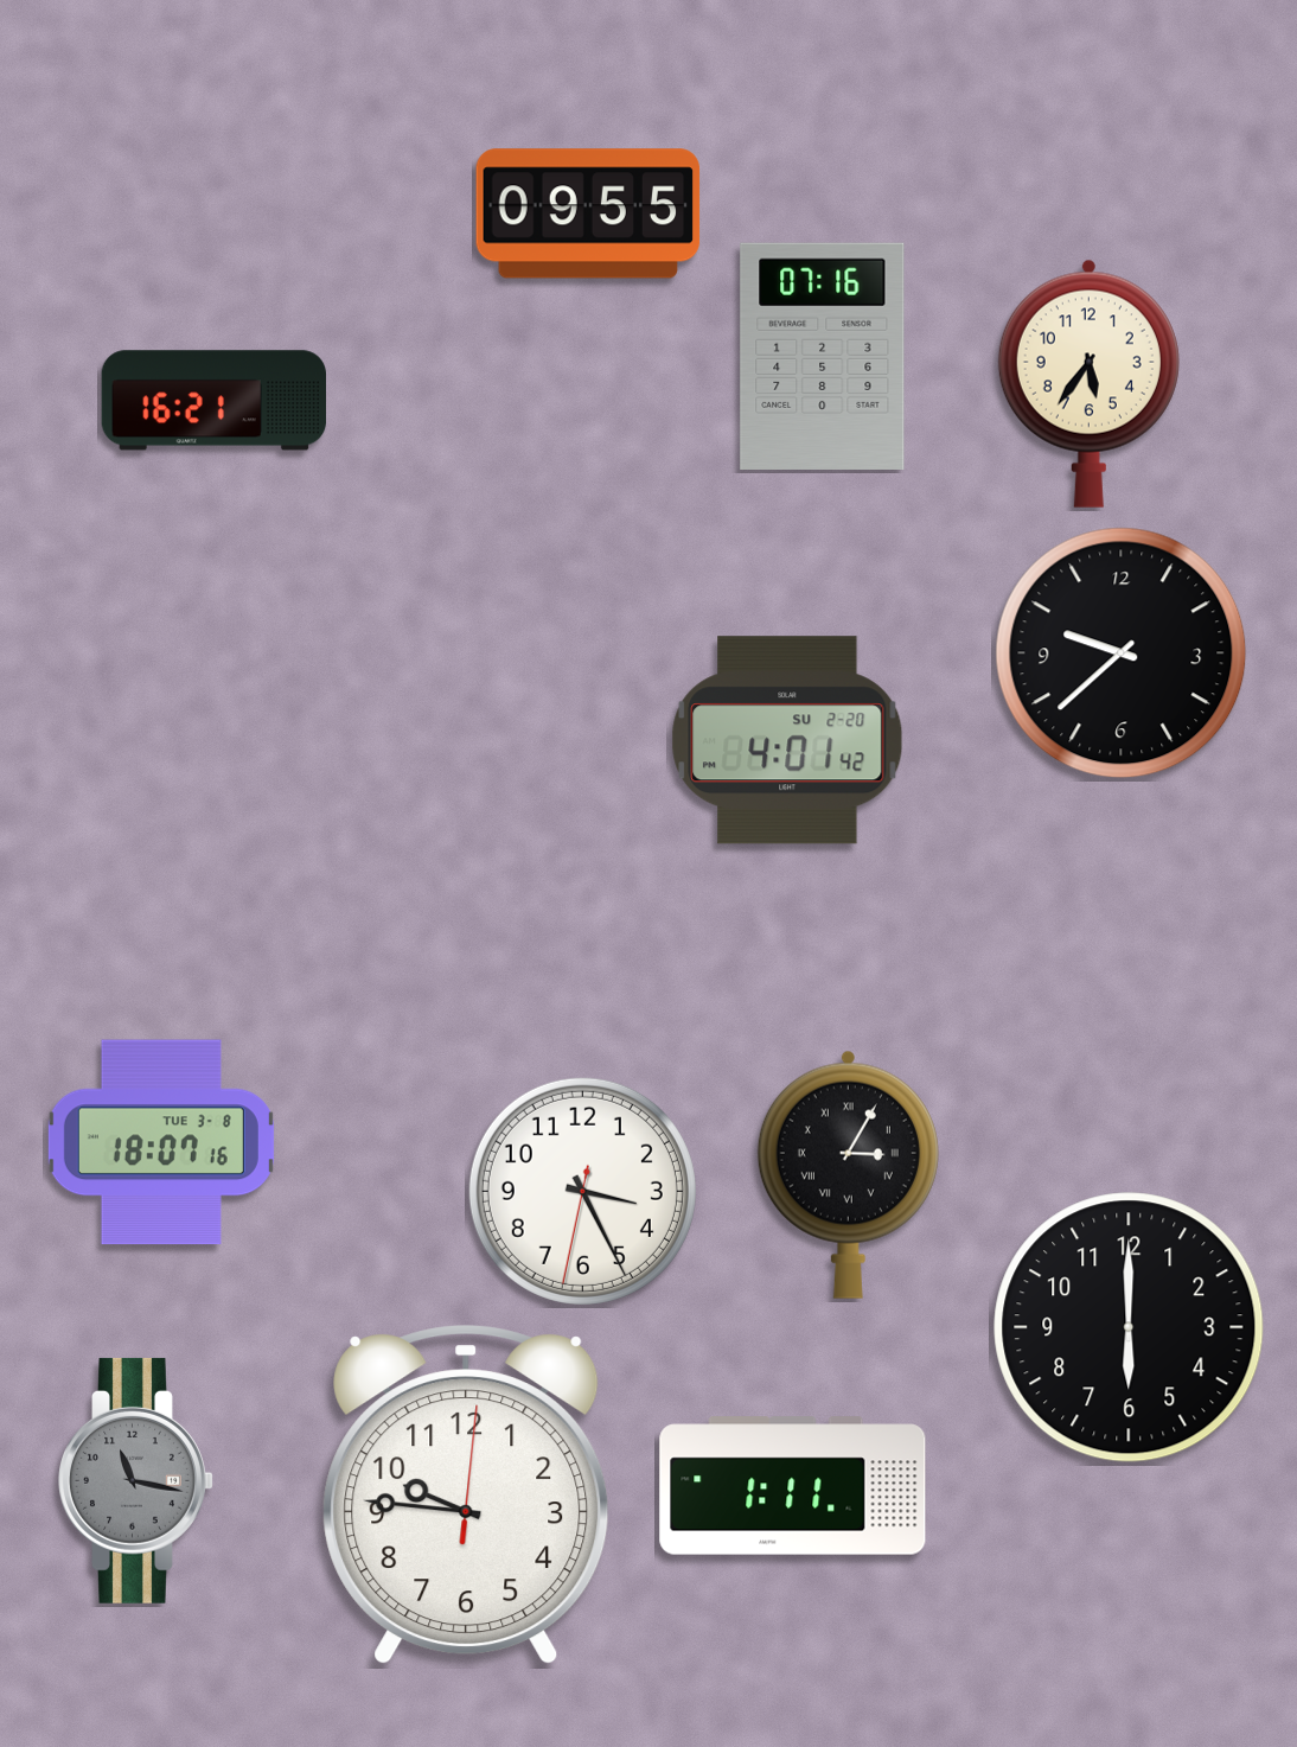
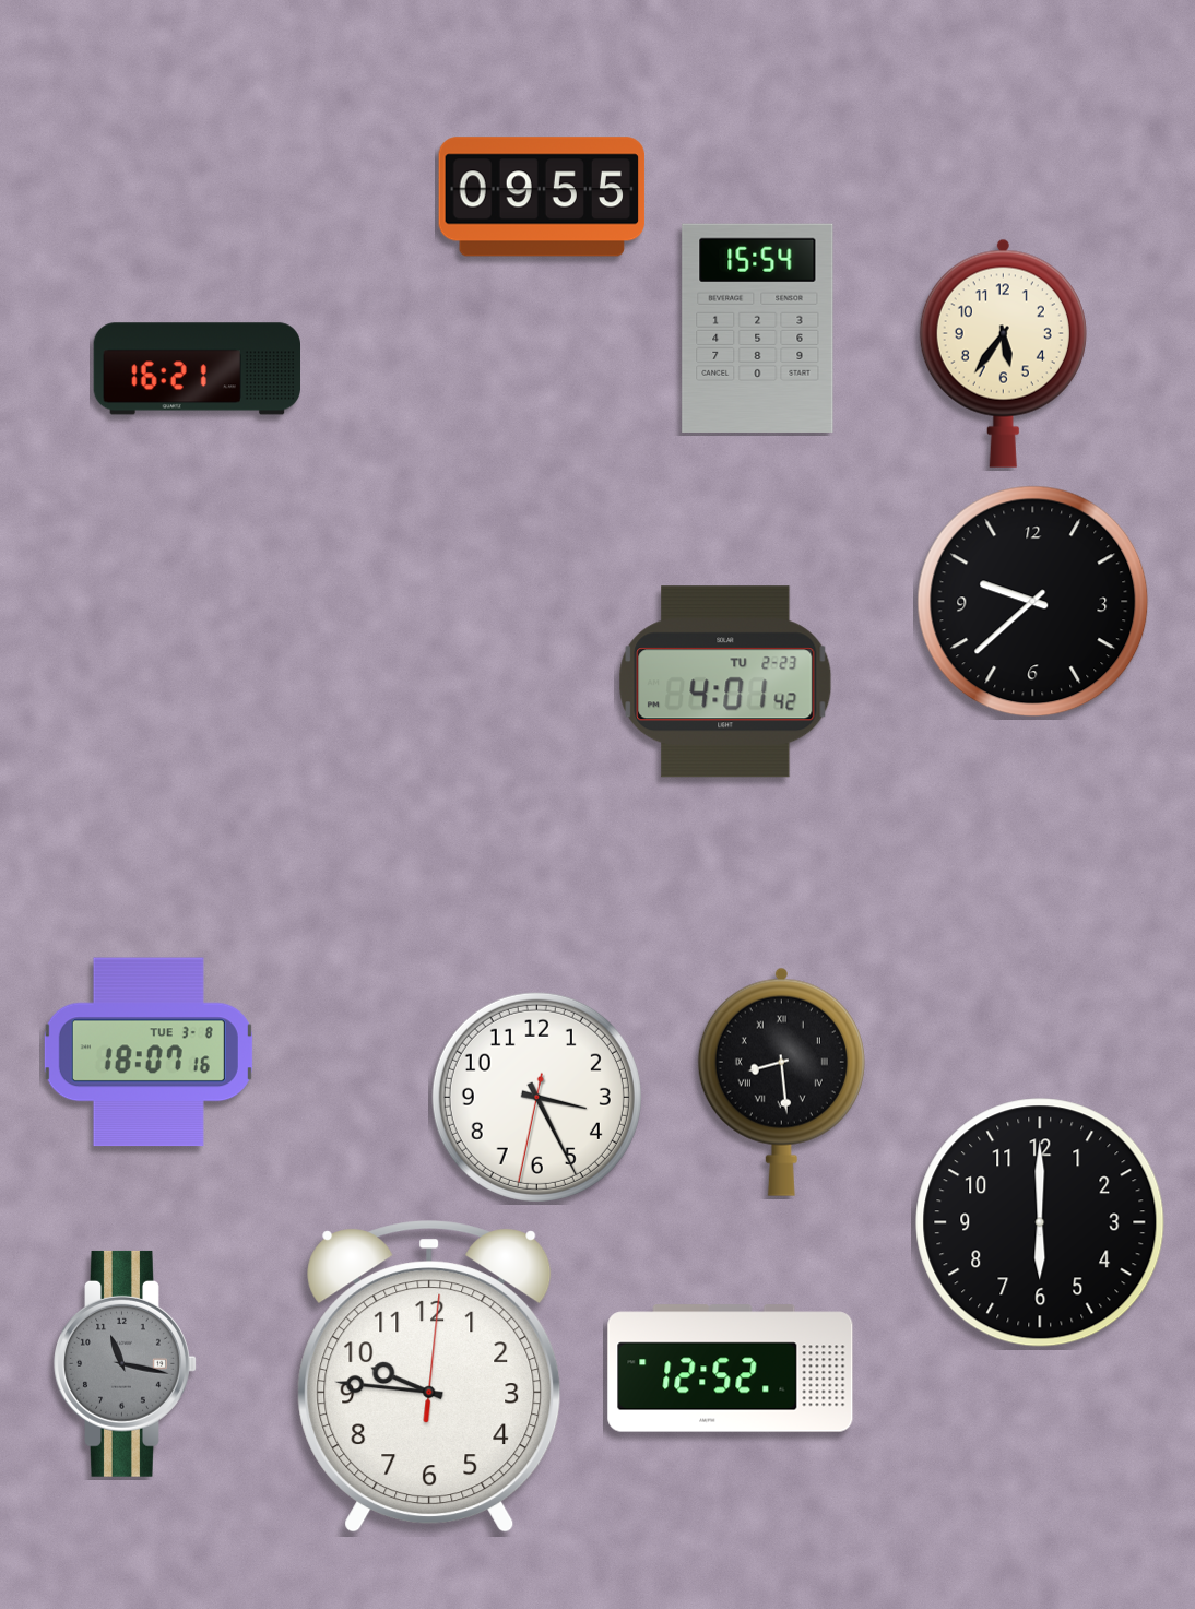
clock at (823, 356): 07:16 -> 15:54
clock at (787, 740) date: SU 2-20 -> TU 2-23
clock at (848, 1174): 3:05 -> 8:29
clock at (793, 1486): 1:11 -> 12:52
